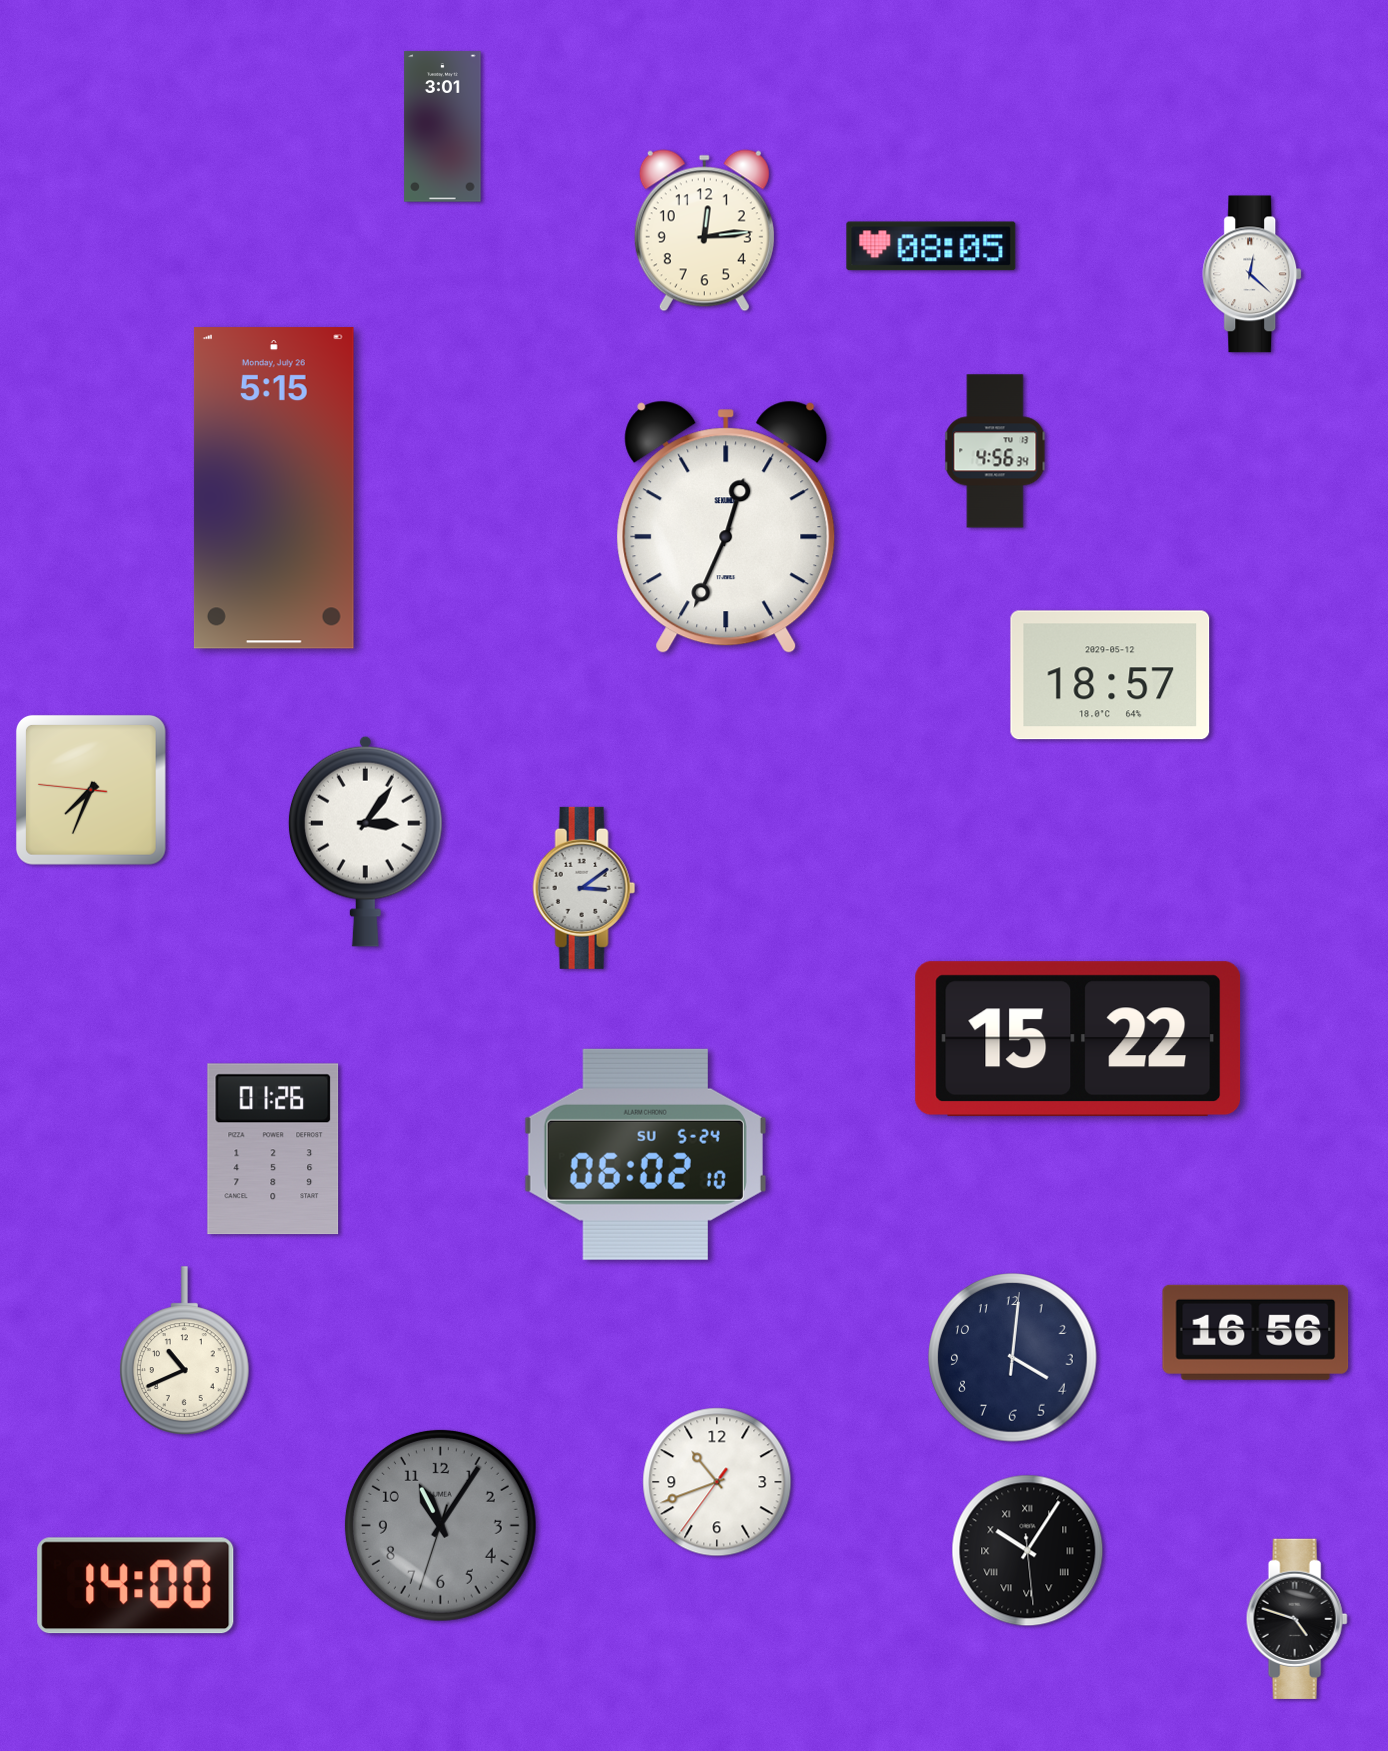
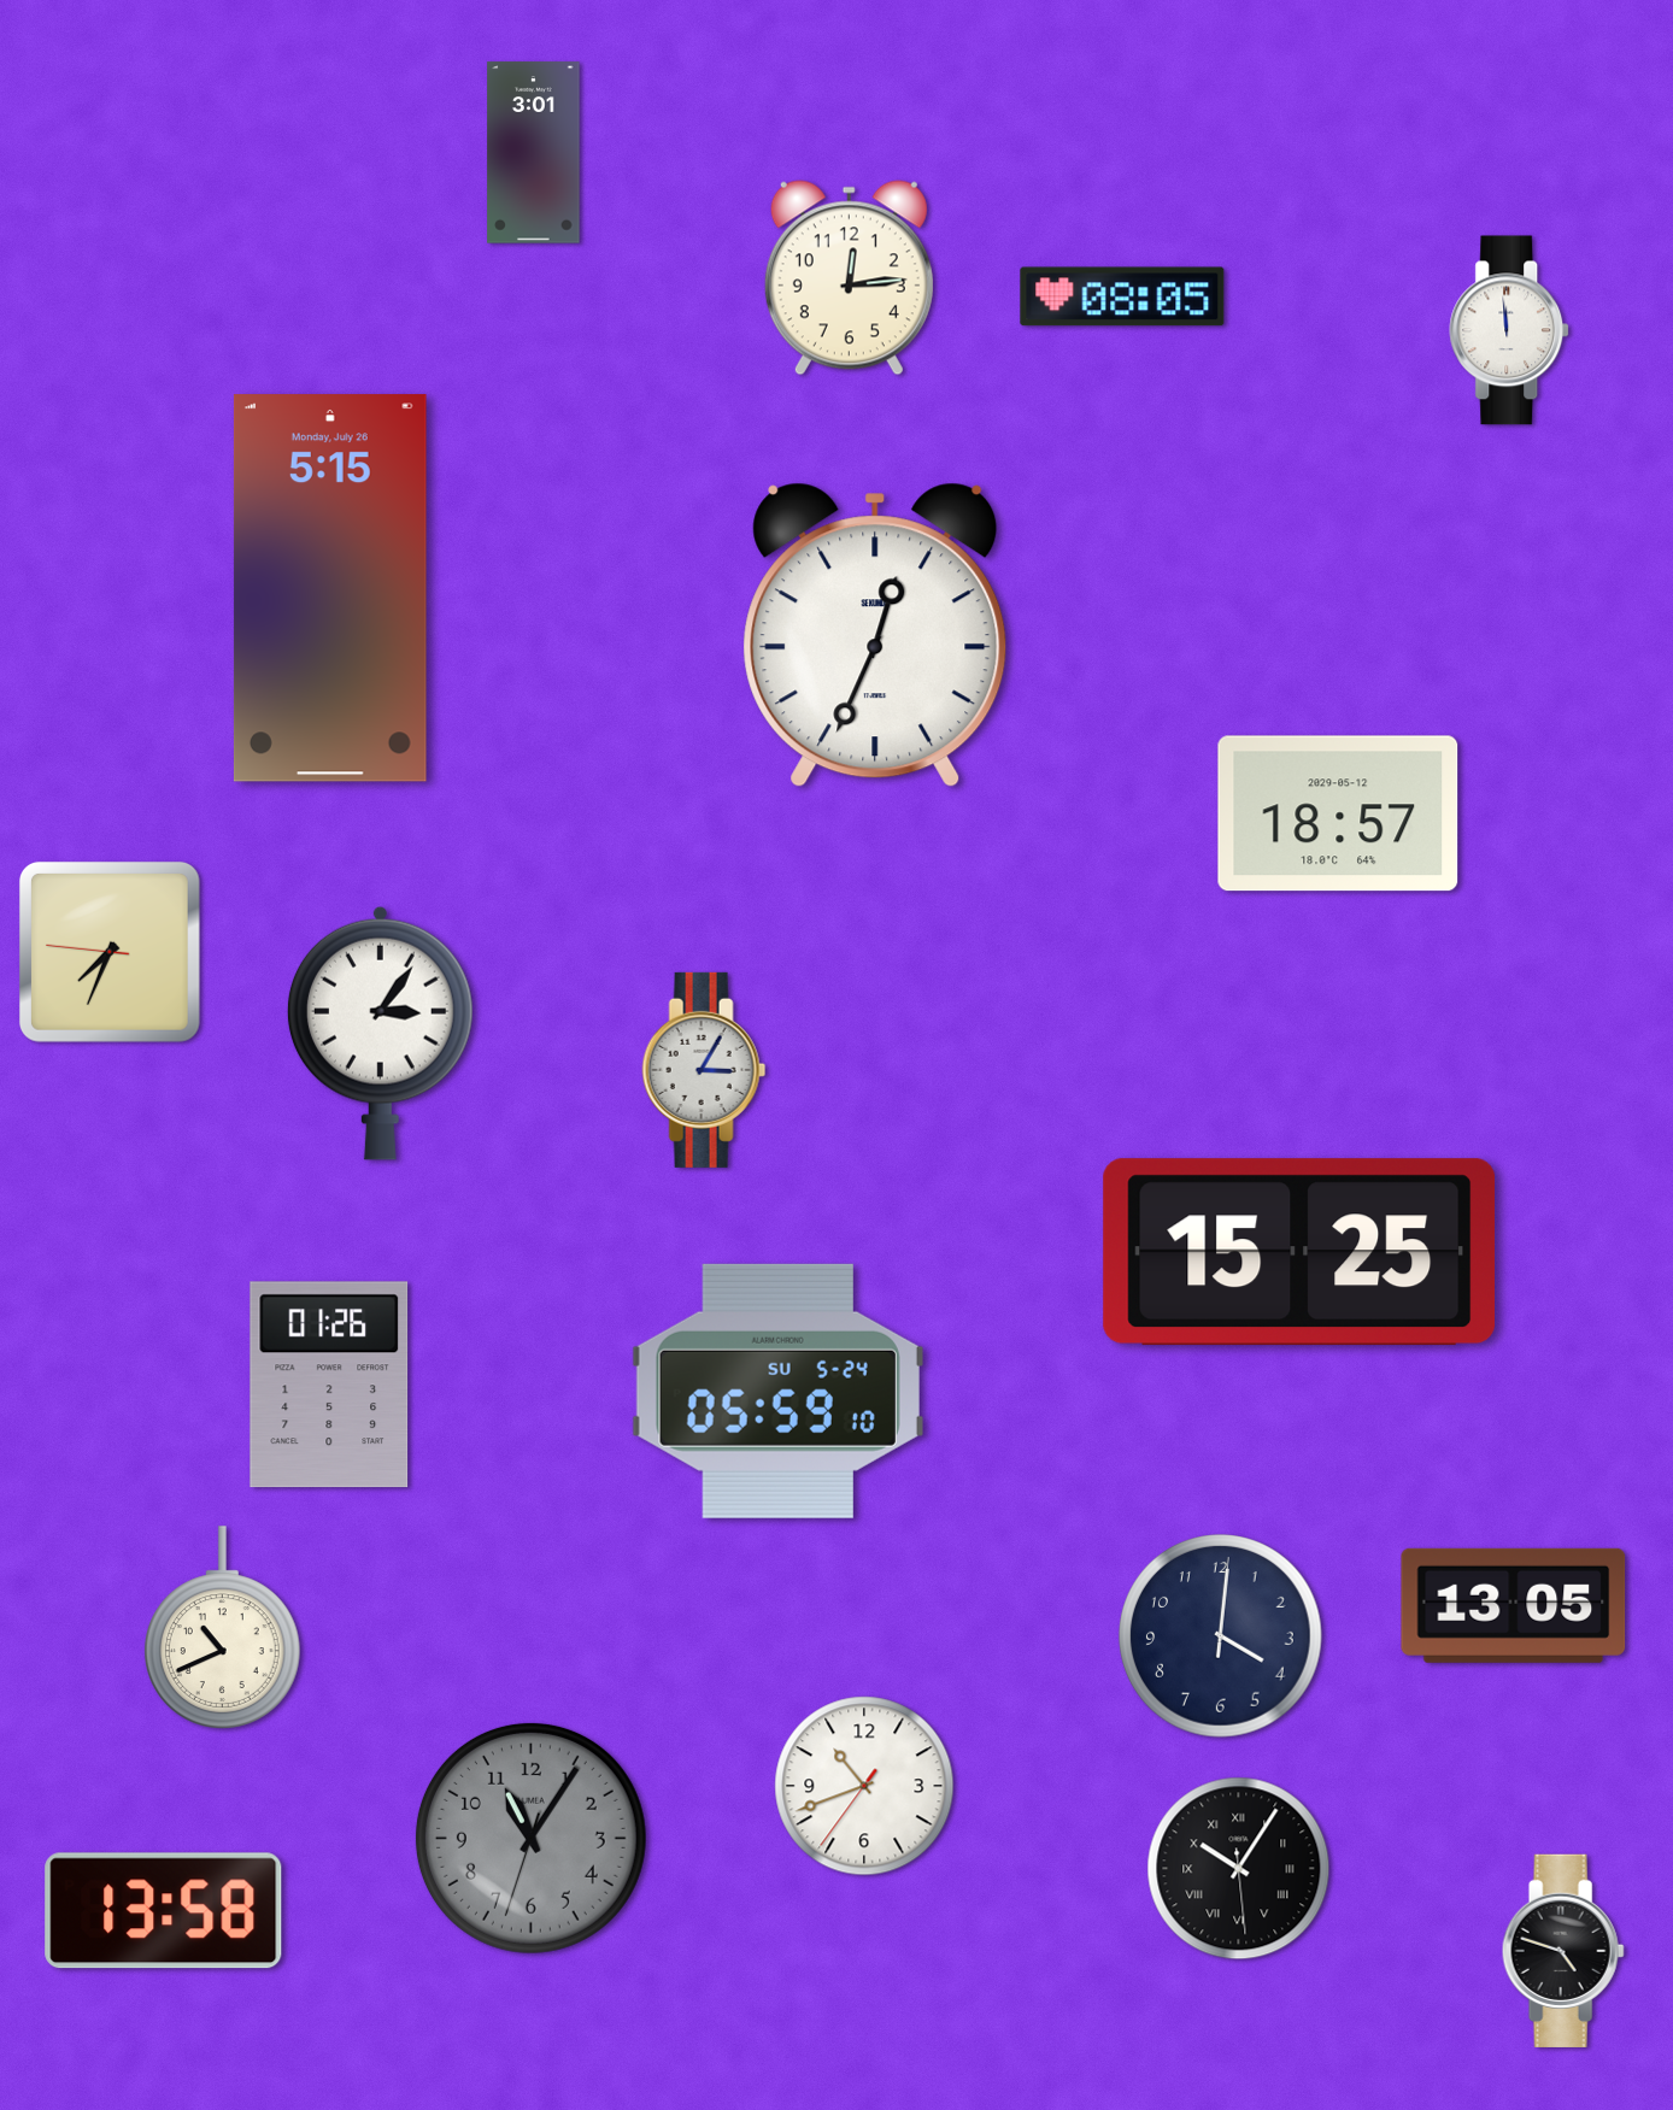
clock at (1253, 274): 12:22 -> 11:59
clock at (995, 451): 4:56 -> none
clock at (365, 841) position: (365, 841) -> (380, 1033)
clock at (584, 888): 3:09 -> 3:05
clock at (1078, 1039): 15:22 -> 15:25
clock at (645, 1154): 06:02 -> 05:59
clock at (1256, 1332): 16:56 -> 13:05
clock at (136, 1586): 14:00 -> 13:58
